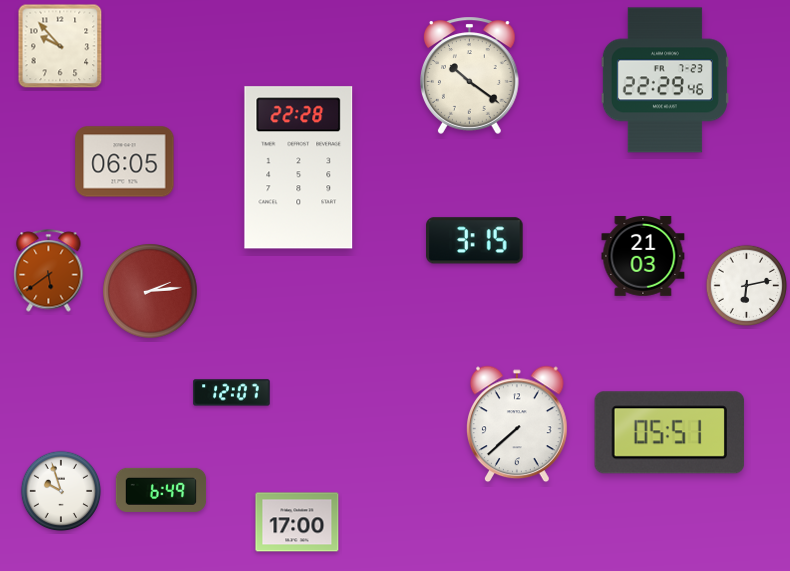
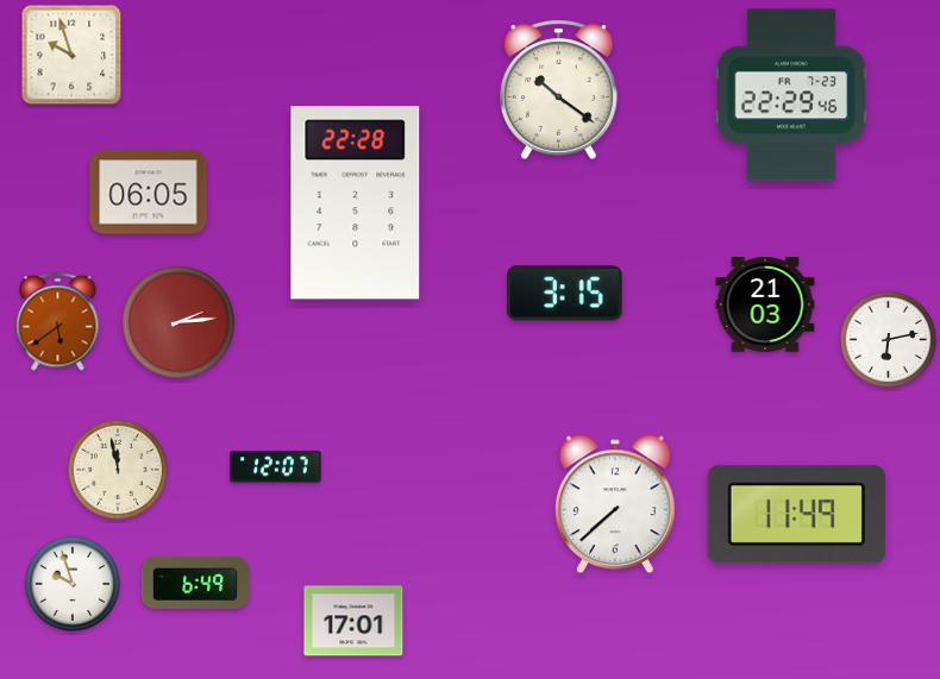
clock at (60, 46): 9:53 -> 9:57
clock at (299, 168) position: (299, 168) -> (356, 203)
clock at (475, 241) position: (475, 241) -> (565, 294)
clock at (150, 291) position: (150, 291) -> (178, 322)
clock at (118, 470): none -> 11:58
clock at (670, 433): 05:51 -> 11:49
clock at (161, 490) position: (161, 490) -> (195, 583)
clock at (297, 522): 17:00 -> 17:01
